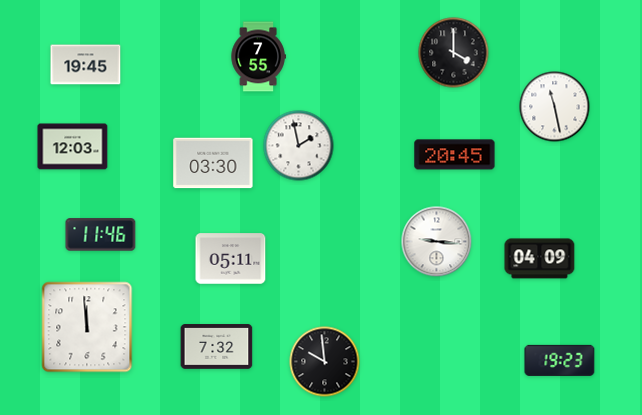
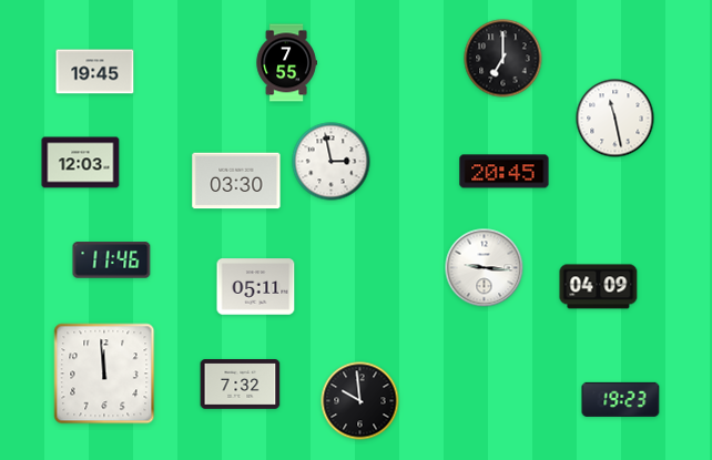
clock at (454, 53): 4:00 -> 7:00
clock at (299, 146): 1:58 -> 2:58
clock at (87, 327) position: (87, 327) -> (104, 374)
